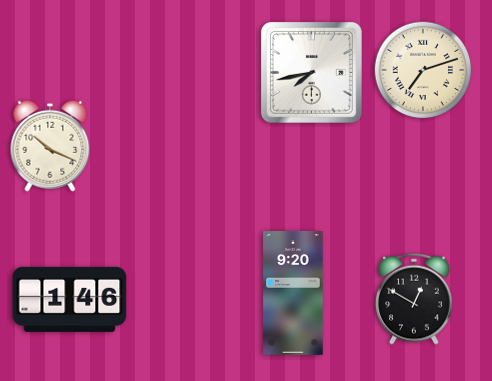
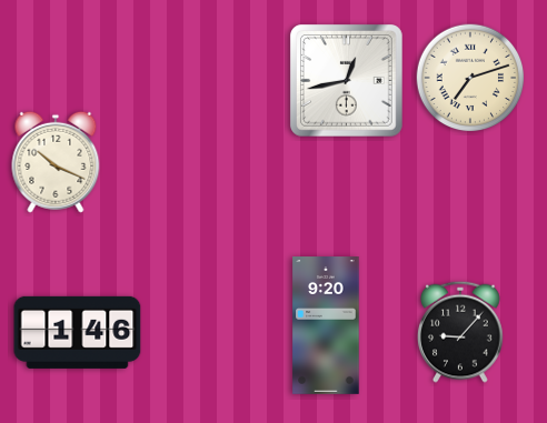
clock at (312, 73): 7:43 -> 12:43
clock at (415, 299): 12:50 -> 9:07
